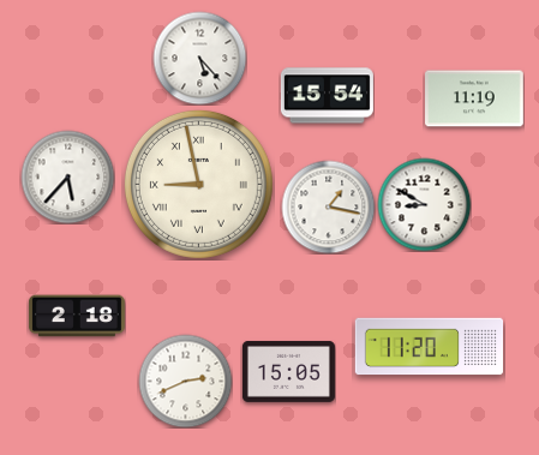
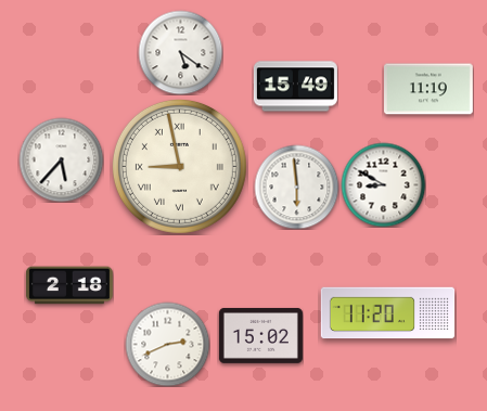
clock at (199, 58): 5:23 -> 5:21
clock at (327, 96): 15:54 -> 15:49
clock at (328, 206): 1:17 -> 5:59
clock at (288, 371): 15:05 -> 15:02
